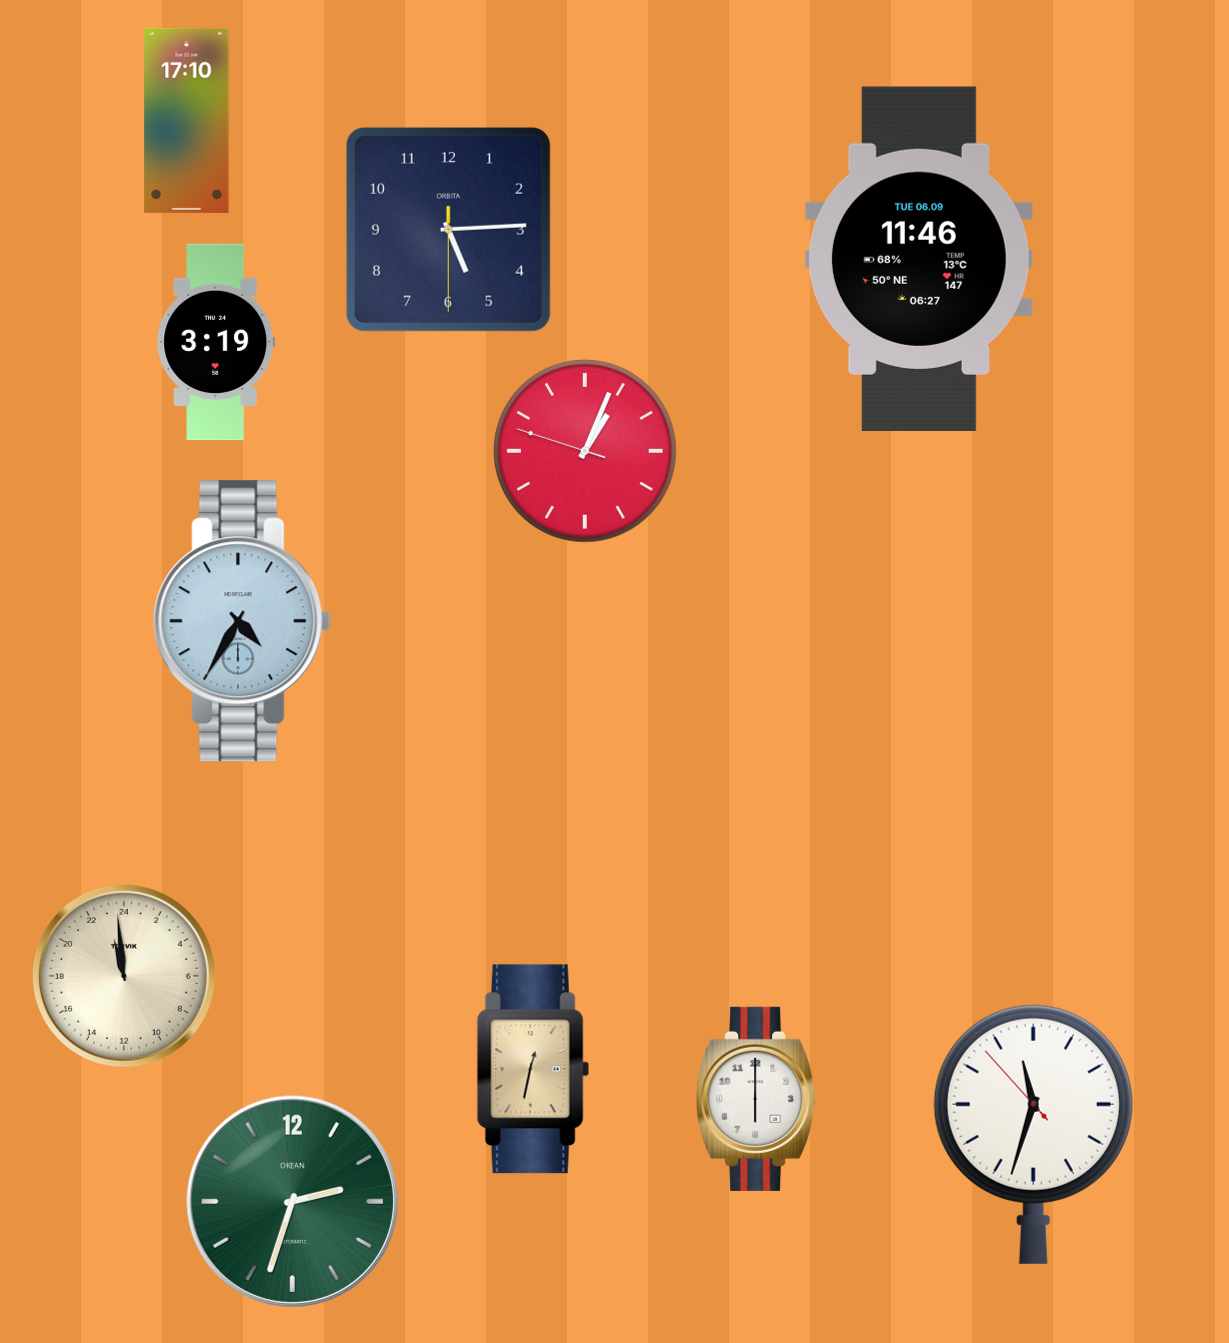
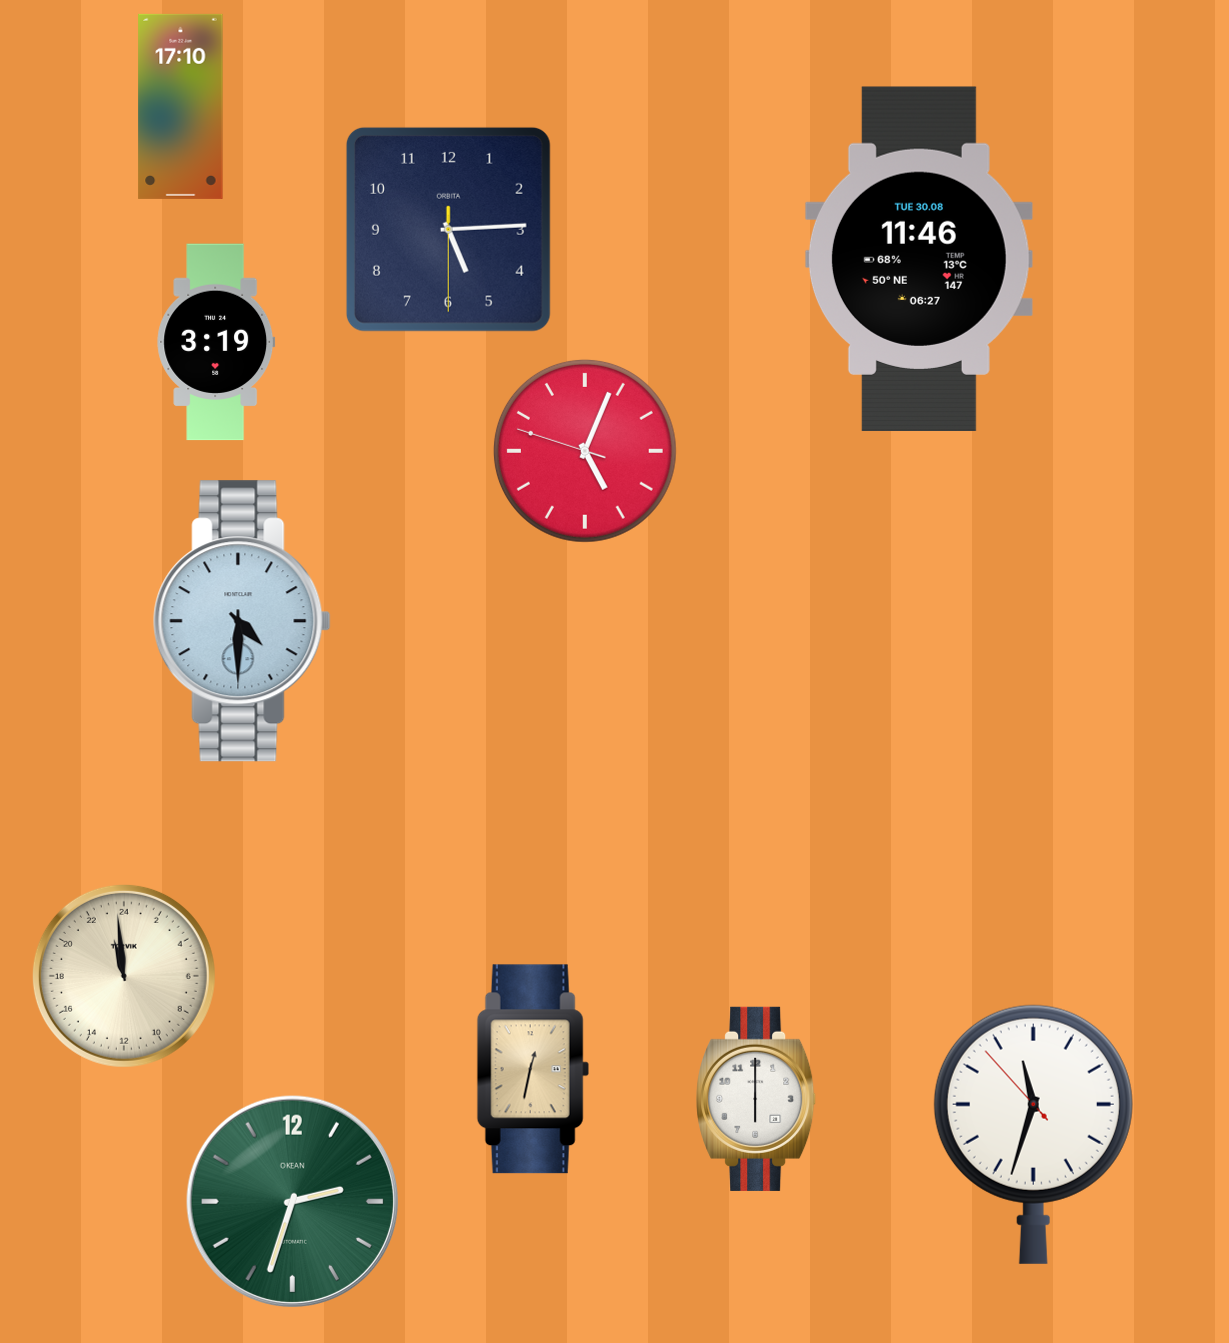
clock at (187, 120) position: (187, 120) -> (181, 106)
clock at (919, 258) date: TUE 06.09 -> TUE 30.08
clock at (585, 451): 1:03 -> 5:03
clock at (242, 621): 4:35 -> 4:30
